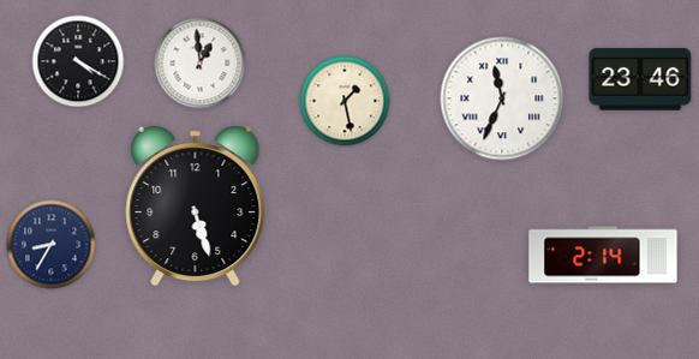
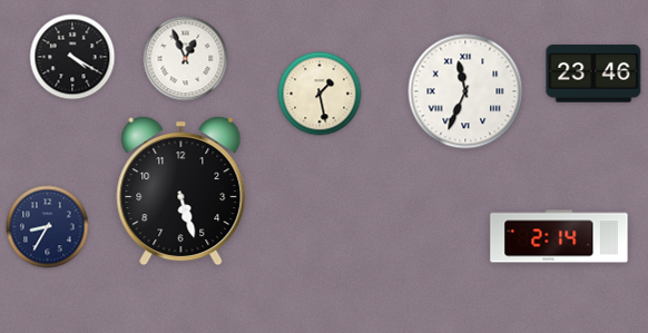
clock at (201, 64): 12:59 -> 12:56
